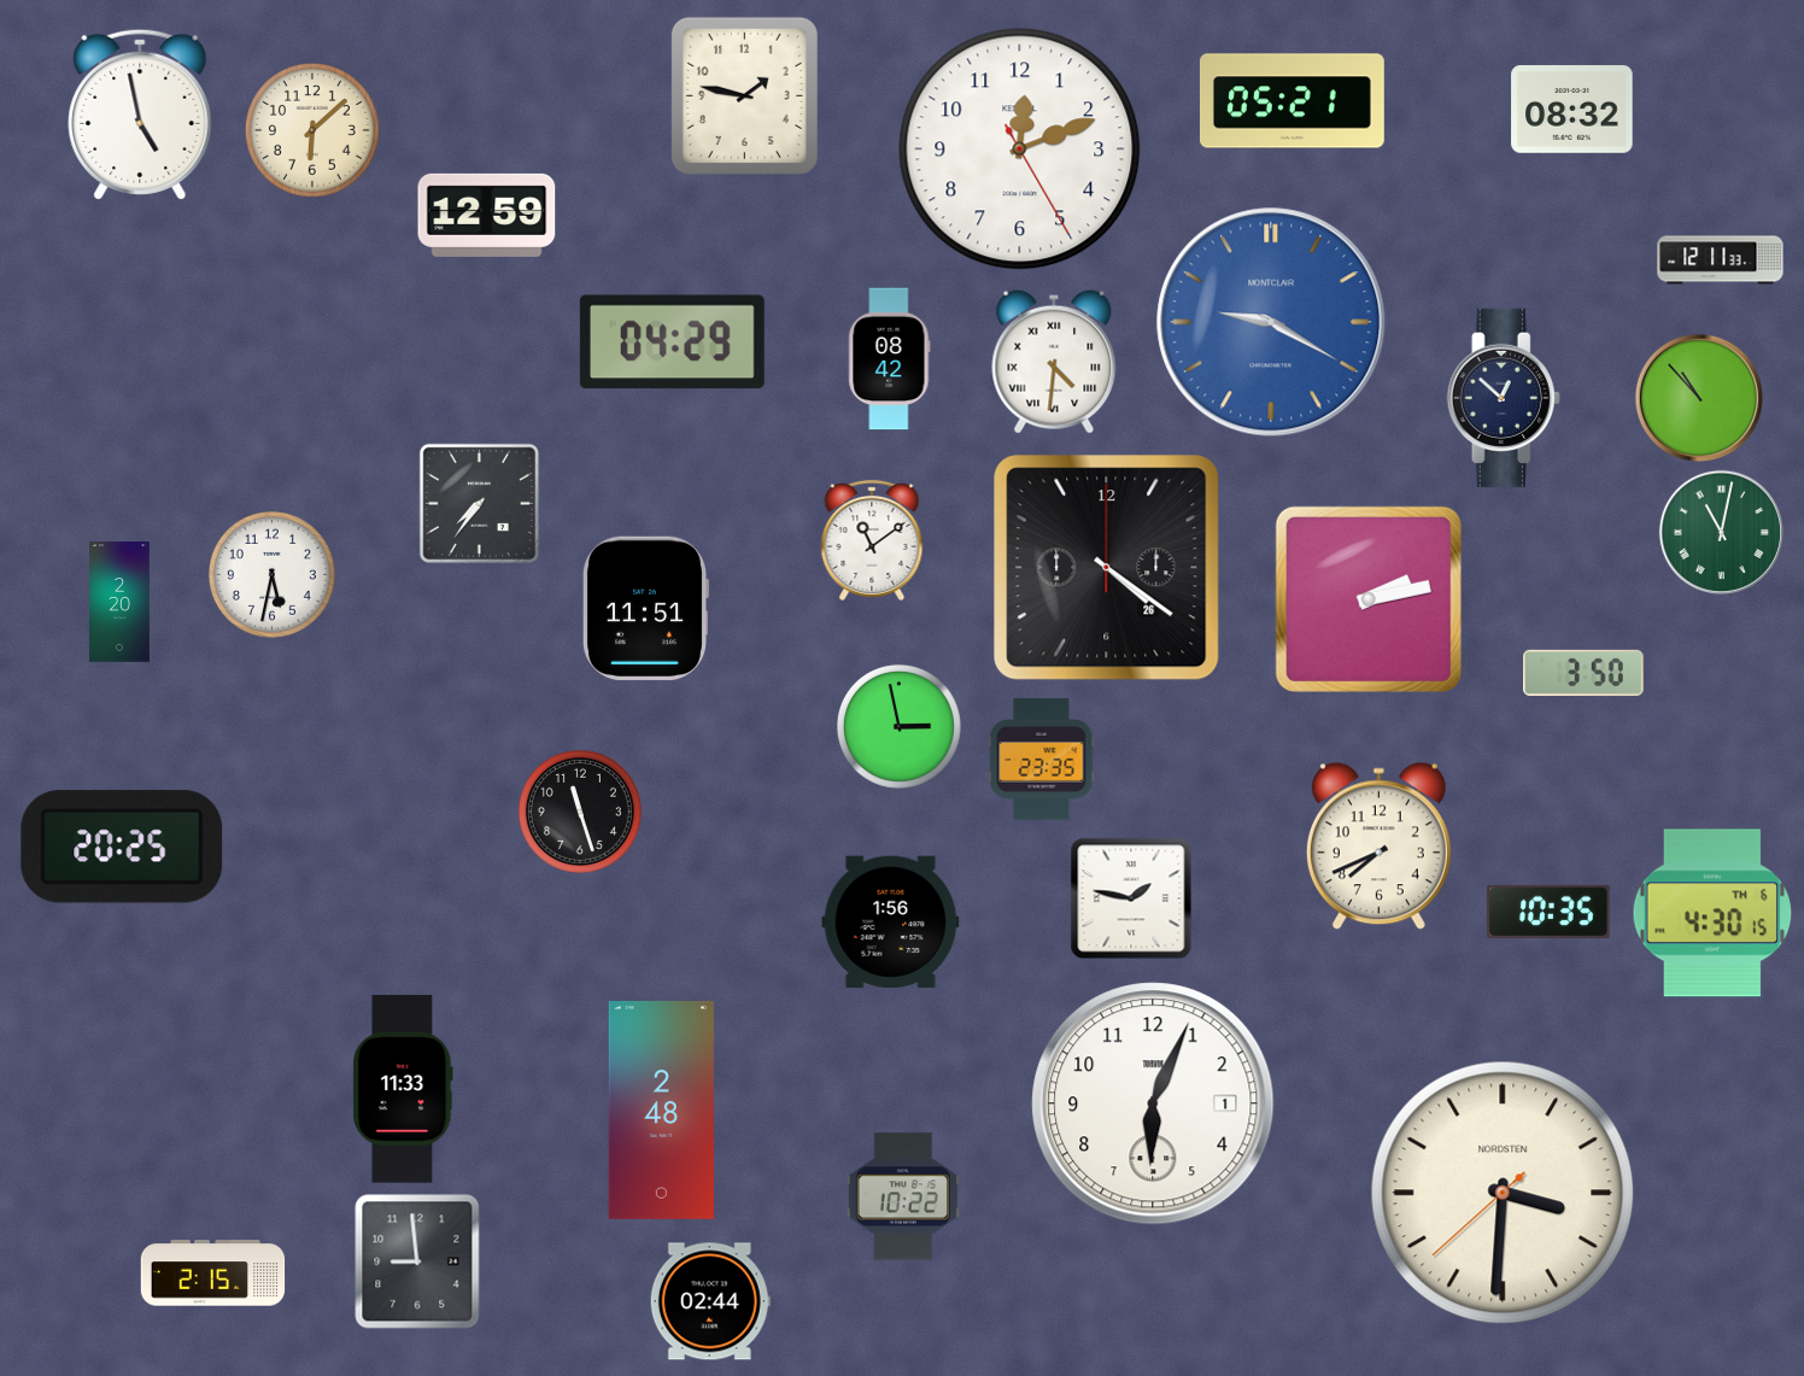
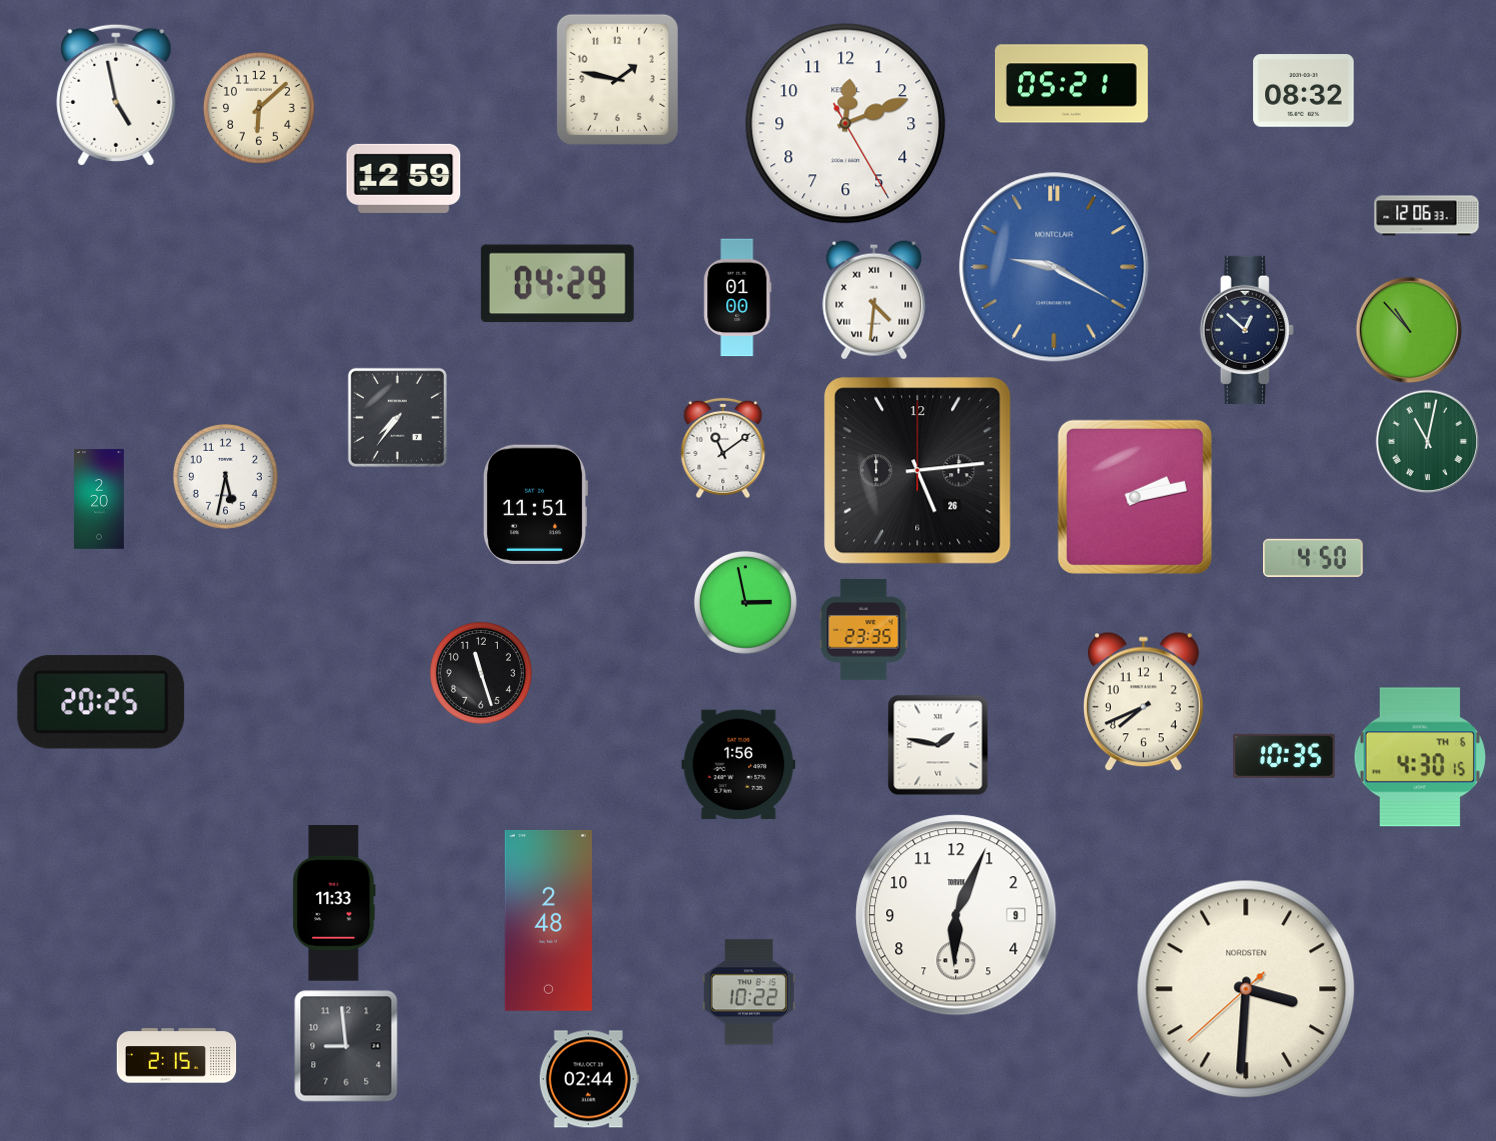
clock at (1721, 260): 12:11 -> 12:06
clock at (890, 359): 08:42 -> 01:00
clock at (1107, 568): 4:21 -> 5:14
clock at (1585, 673): 3:50 -> 4:50
clock at (1153, 1103) date: 1 -> 9
